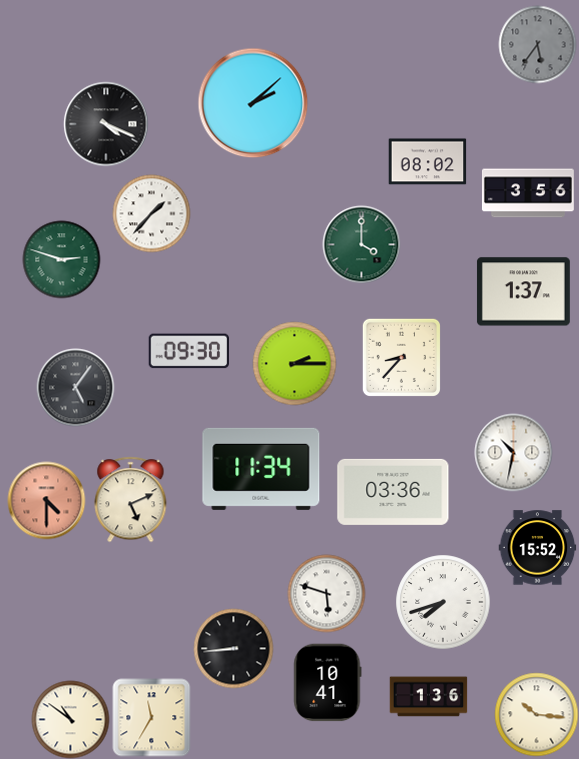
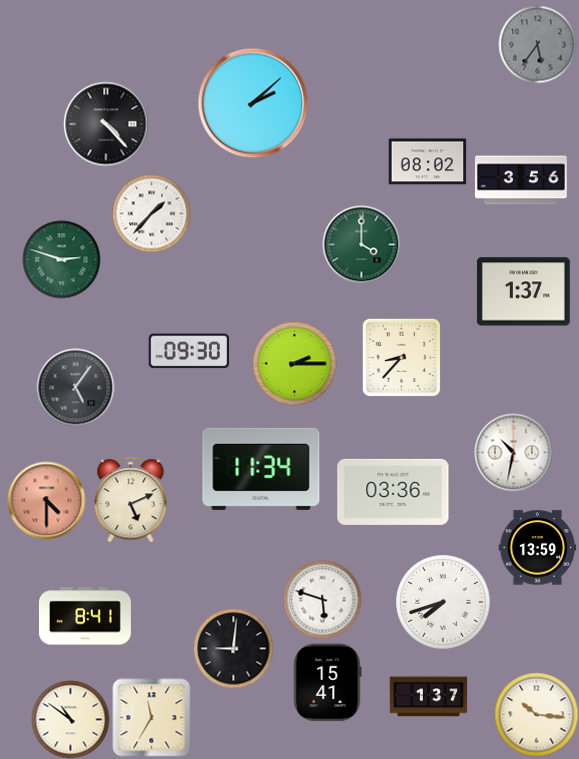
clock at (106, 124): 4:19 -> 4:23
clock at (528, 193) position: (528, 193) -> (521, 180)
clock at (537, 548): 15:52 -> 13:59
clock at (326, 593) position: (326, 593) -> (322, 599)
clock at (85, 616): none -> 8:41
clock at (233, 648): 8:44 -> 9:01
clock at (328, 682): 10:41 -> 15:41
clock at (428, 697): 1:36 -> 1:37
